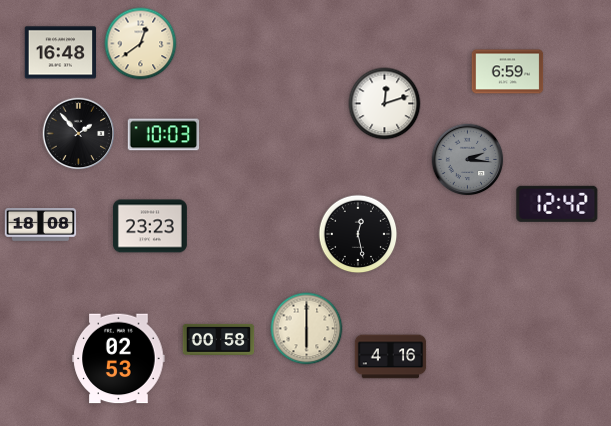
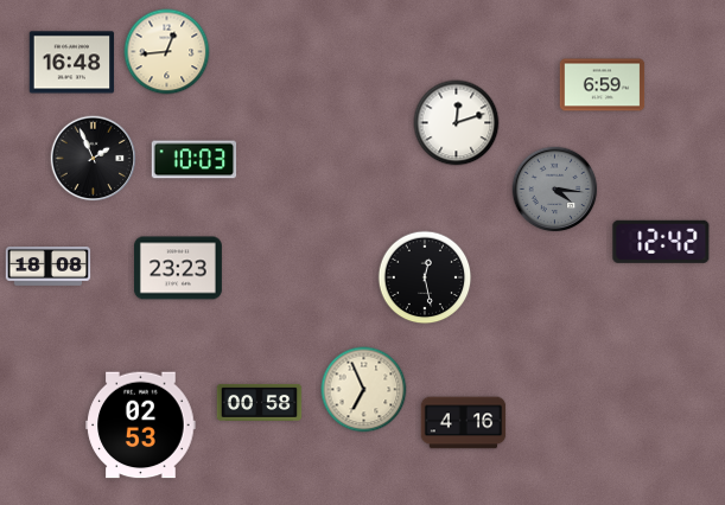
clock at (141, 44): 12:39 -> 12:44
clock at (79, 134): 1:53 -> 1:56
clock at (468, 160): 2:16 -> 4:16
clock at (307, 329): 6:00 -> 6:56
